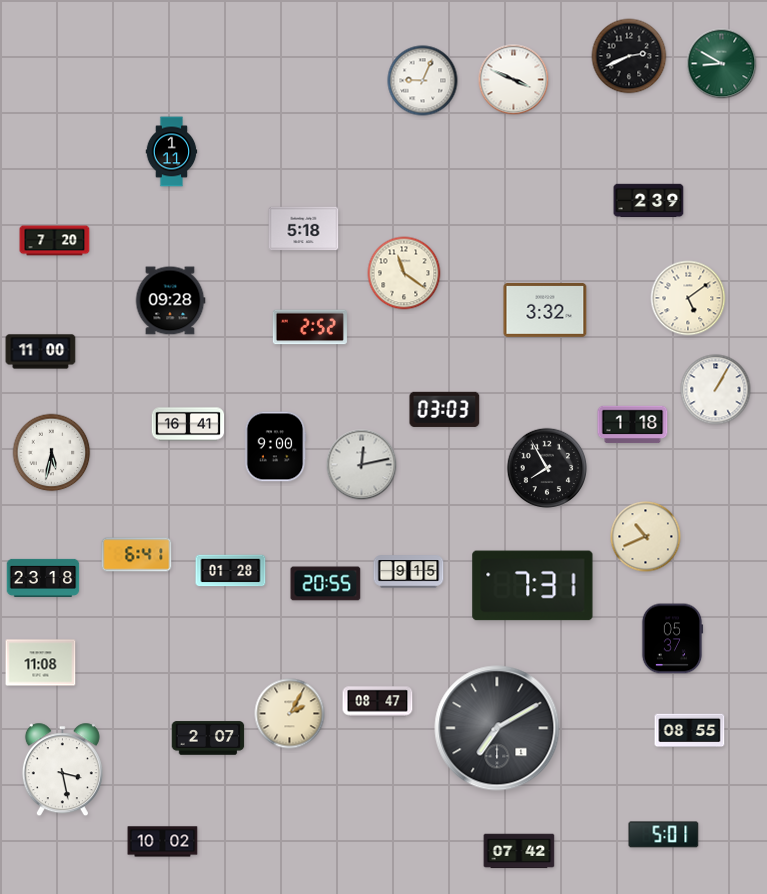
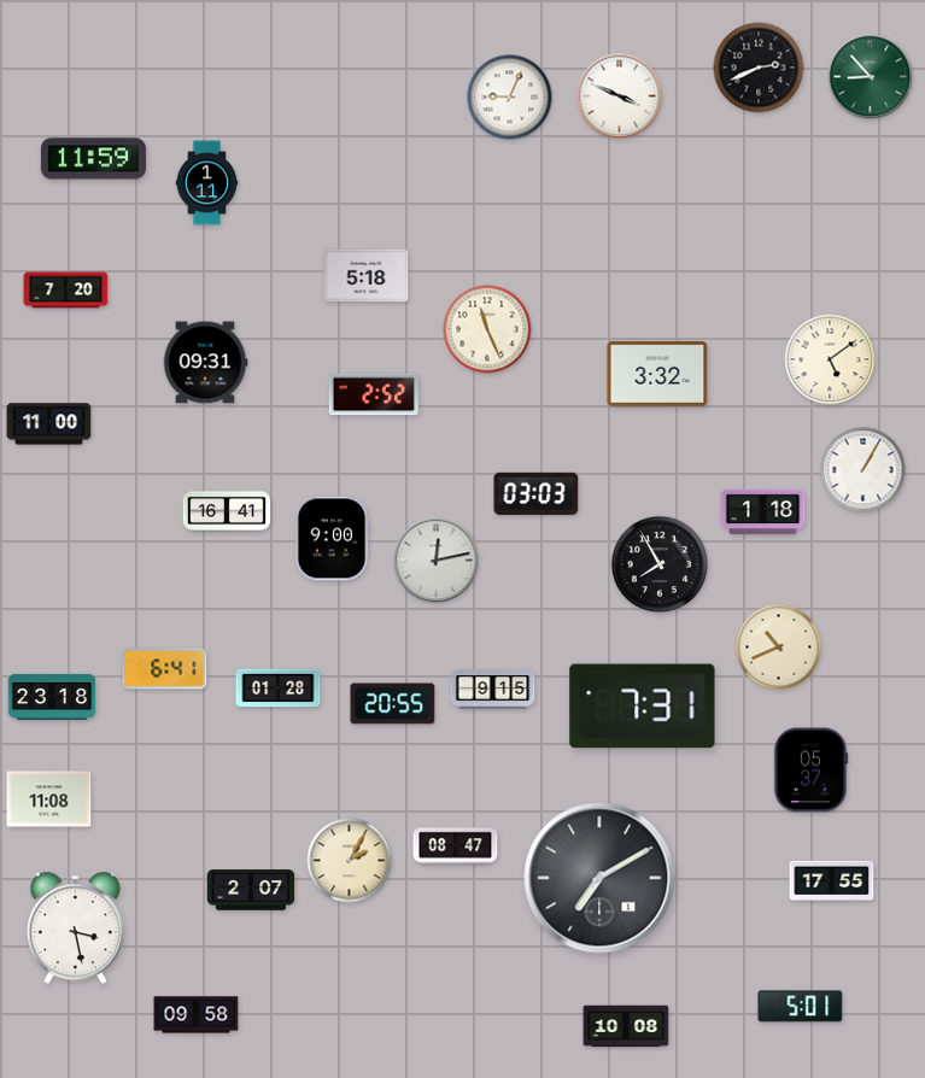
clock at (722, 64): 8:50 -> 8:53
clock at (93, 159): none -> 11:59
clock at (649, 201): 2:39 -> none
clock at (404, 273): 11:21 -> 11:26
clock at (170, 301): 09:28 -> 09:31
clock at (52, 453): 5:32 -> none
clock at (690, 731): 08:55 -> 17:55
clock at (163, 842): 10:02 -> 09:58
clock at (519, 851): 07:42 -> 10:08
